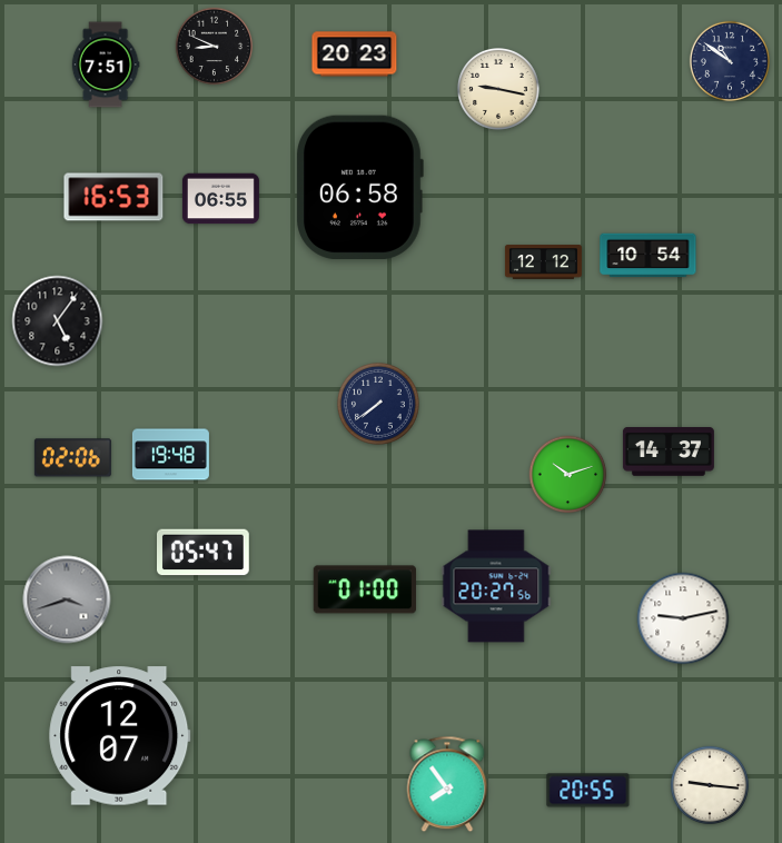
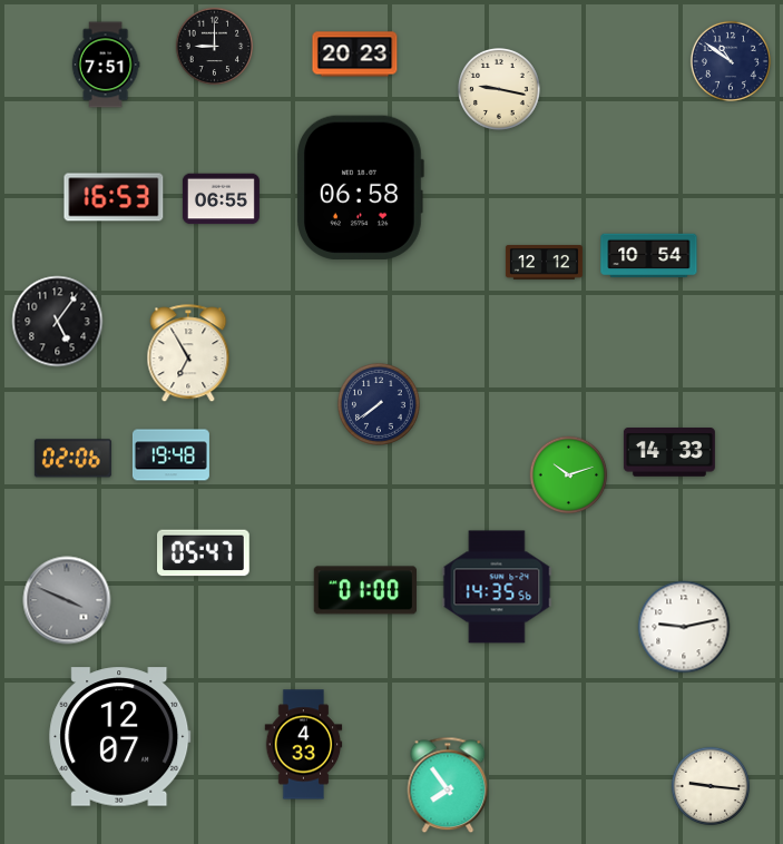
clock at (215, 47): 8:49 -> 9:00
clock at (188, 354): none -> 6:55
clock at (669, 453): 14:37 -> 14:33
clock at (496, 586): 20:27 -> 14:35
clock at (67, 599): 3:42 -> 3:49
clock at (683, 618) position: (683, 618) -> (684, 627)
clock at (304, 745): none -> 4:33
clock at (588, 791): 20:55 -> none
